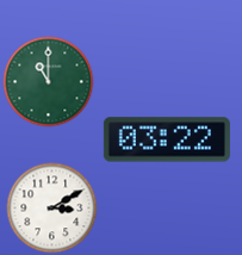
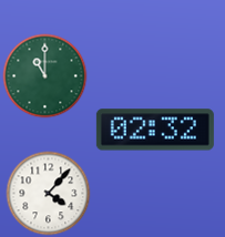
clock at (167, 139): 03:22 -> 02:32
clock at (52, 209): 3:10 -> 4:07
